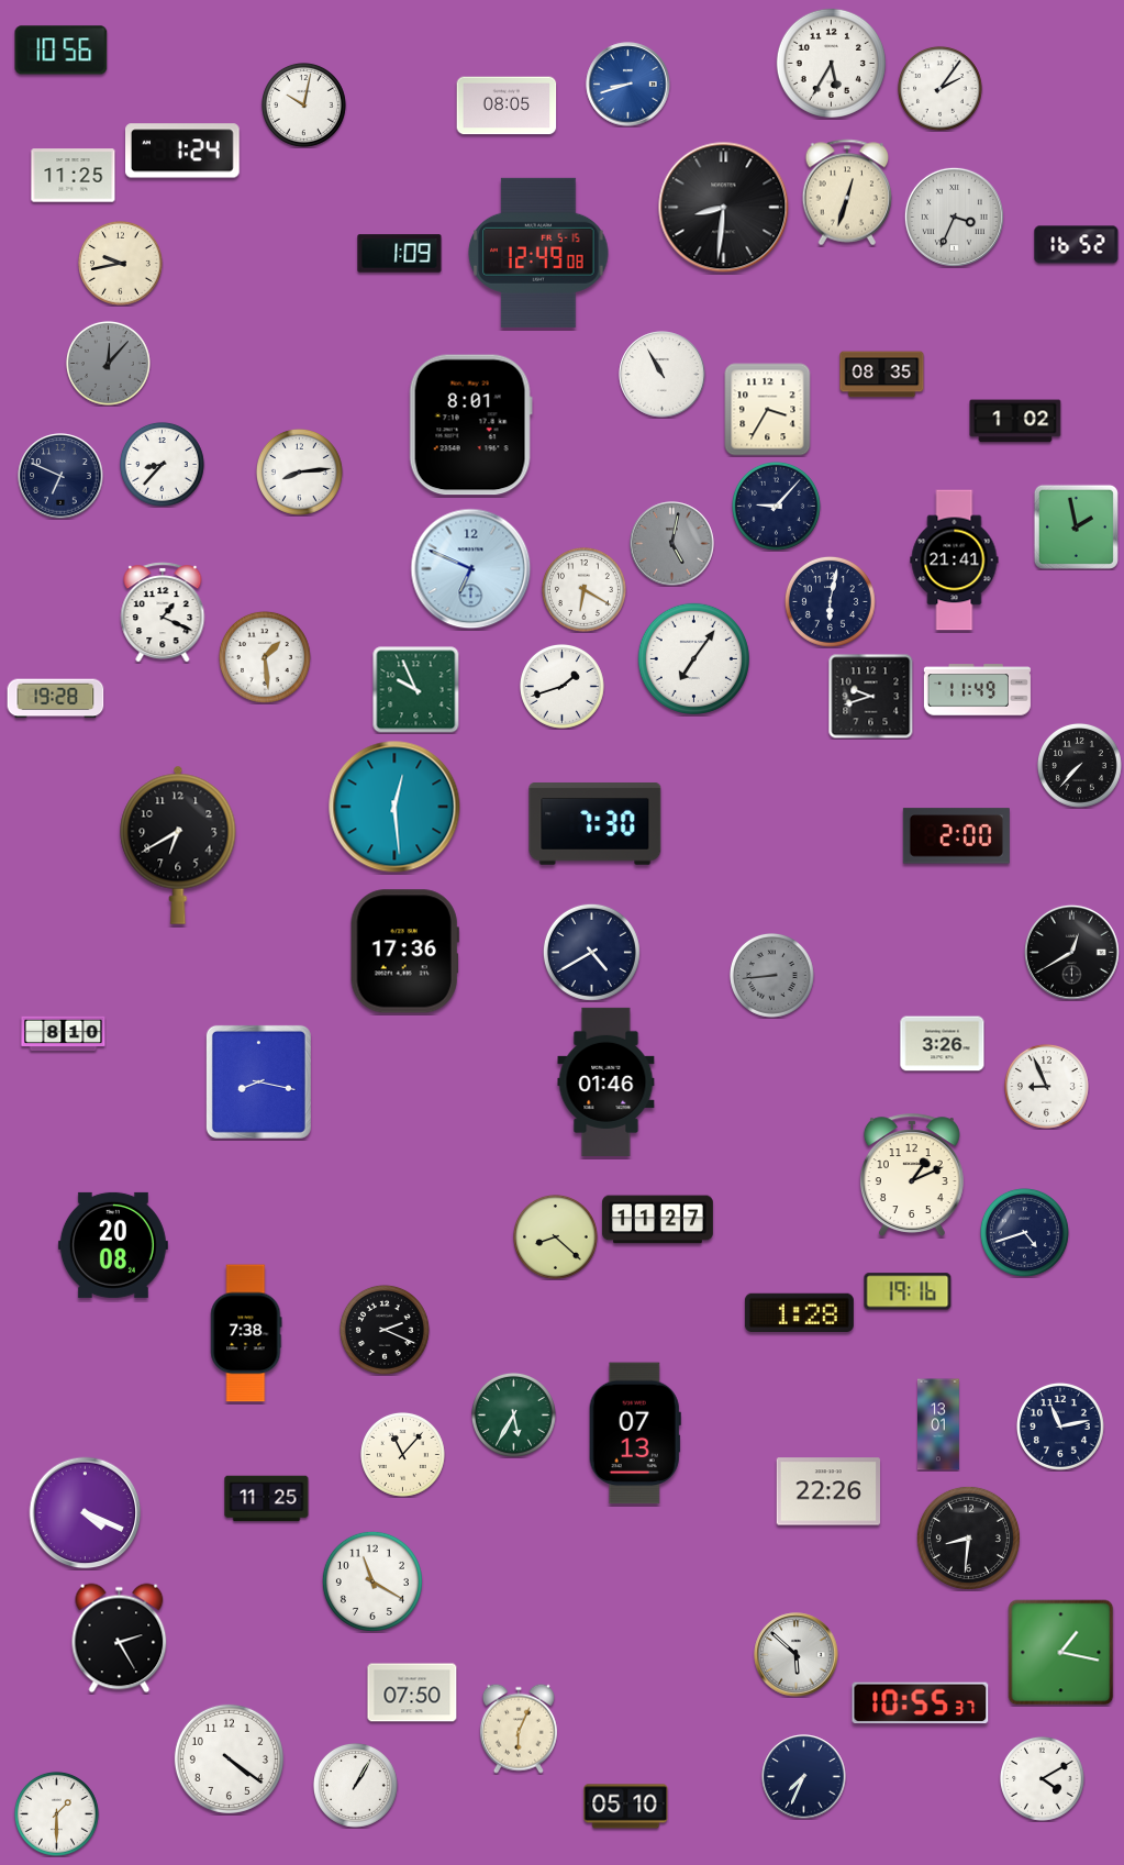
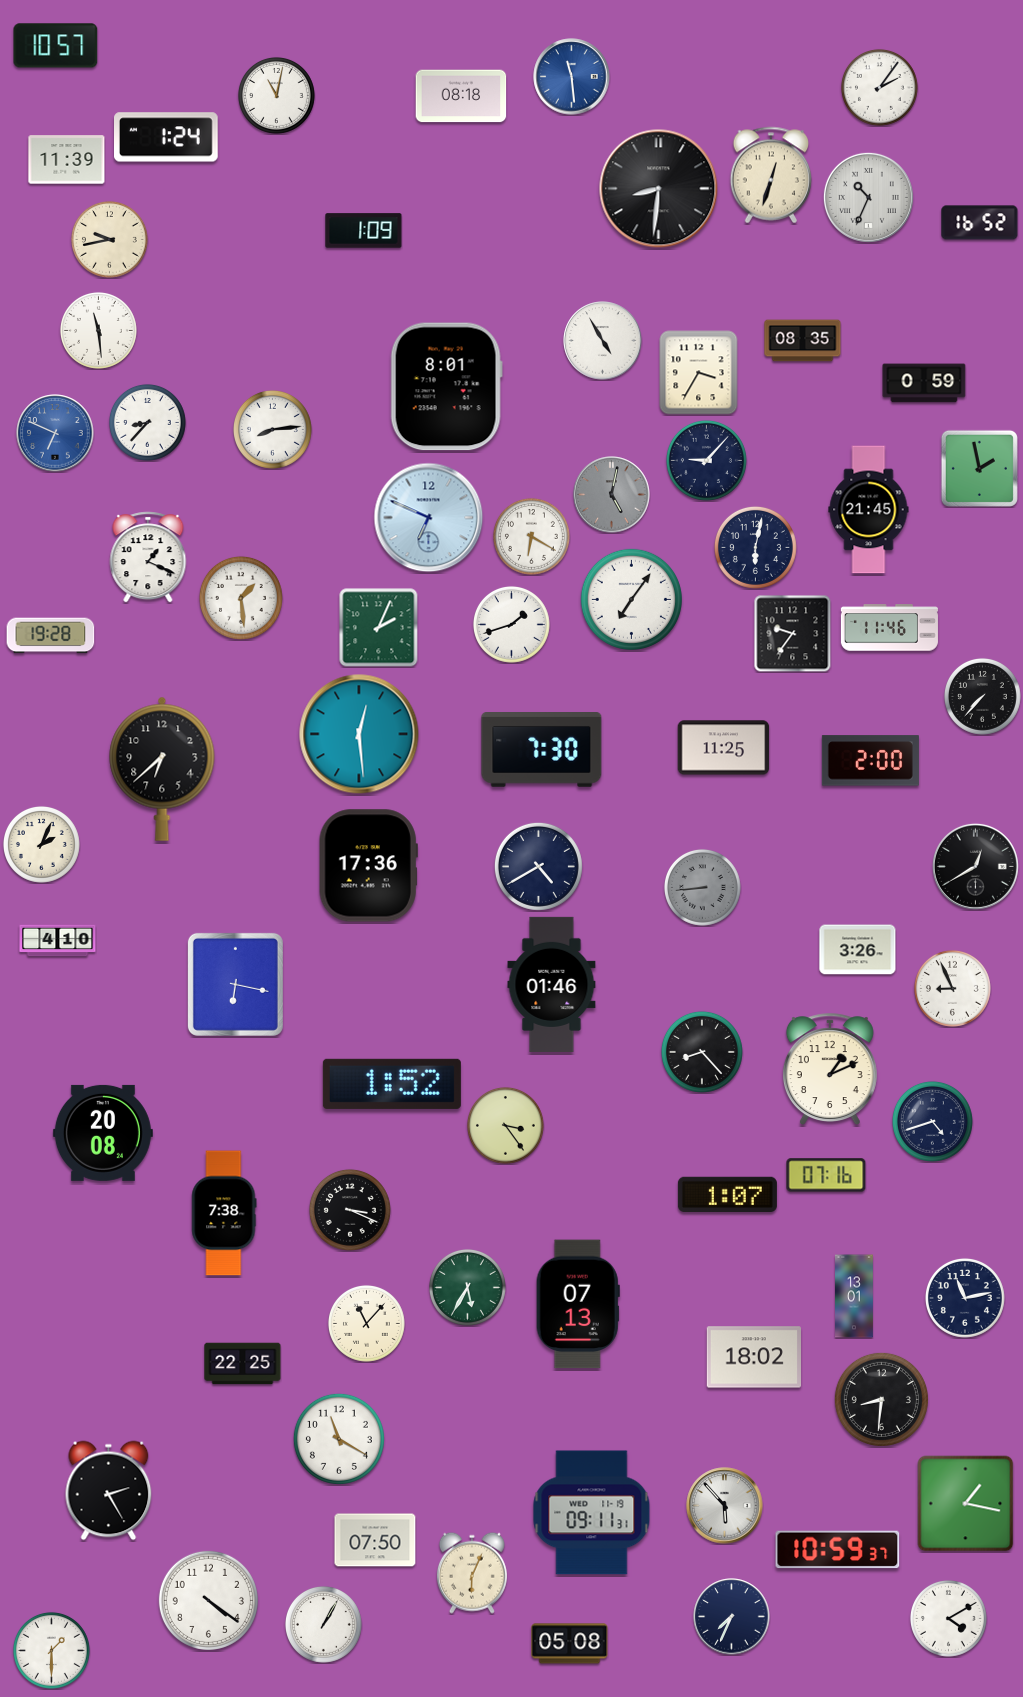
clock at (62, 51): 10:56 -> 10:57
clock at (831, 63): 5:35 -> none
clock at (628, 85): 8:42 -> 11:29
clock at (939, 88) position: (939, 88) -> (879, 87)
clock at (303, 104): 10:02 -> 11:02
clock at (507, 106): 08:05 -> 08:18
clock at (74, 176): 11:25 -> 11:39
clock at (954, 217): 3:34 -> 10:34
clock at (538, 253): 12:49 -> none
clock at (108, 363): 12:07 -> 11:29
clock at (108, 363) dial: grey -> white
clock at (663, 375): 10:55 -> 4:55
clock at (1015, 421): 1:02 -> 0:59
clock at (470, 425) position: (470, 425) -> (446, 387)
clock at (60, 476) dial: navy -> blue
clock at (1076, 526) position: (1076, 526) -> (979, 468)
clock at (955, 560): 21:41 -> 21:45
clock at (416, 690): 9:56 -> 2:04
clock at (977, 690): 11:49 -> 11:46
clock at (870, 696): 9:42 -> 9:36
clock at (724, 748): none -> 11:25
clock at (178, 845): 6:40 -> 6:38
clock at (41, 844): none -> 2:04
clock at (64, 1034): 8:10 -> 4:10
clock at (258, 1081): 8:17 -> 6:17
clock at (702, 1052): none -> 8:23
clock at (392, 1084): none -> 1:52
clock at (657, 1220): 11:27 -> none
clock at (555, 1236): 8:22 -> 3:24
clock at (908, 1291): 19:16 -> 07:16
clock at (799, 1313): 1:28 -> 1:07
clock at (385, 1330): 2:19 -> 3:19
clock at (827, 1491): 22:26 -> 18:02
clock at (267, 1499): 11:25 -> 22:25
clock at (86, 1513): 4:19 -> none
clock at (797, 1655): 5:52 -> 5:53
clock at (592, 1513): none -> 09:11
clock at (921, 1703): 10:55 -> 10:59
clock at (626, 1807): 05:10 -> 05:08
